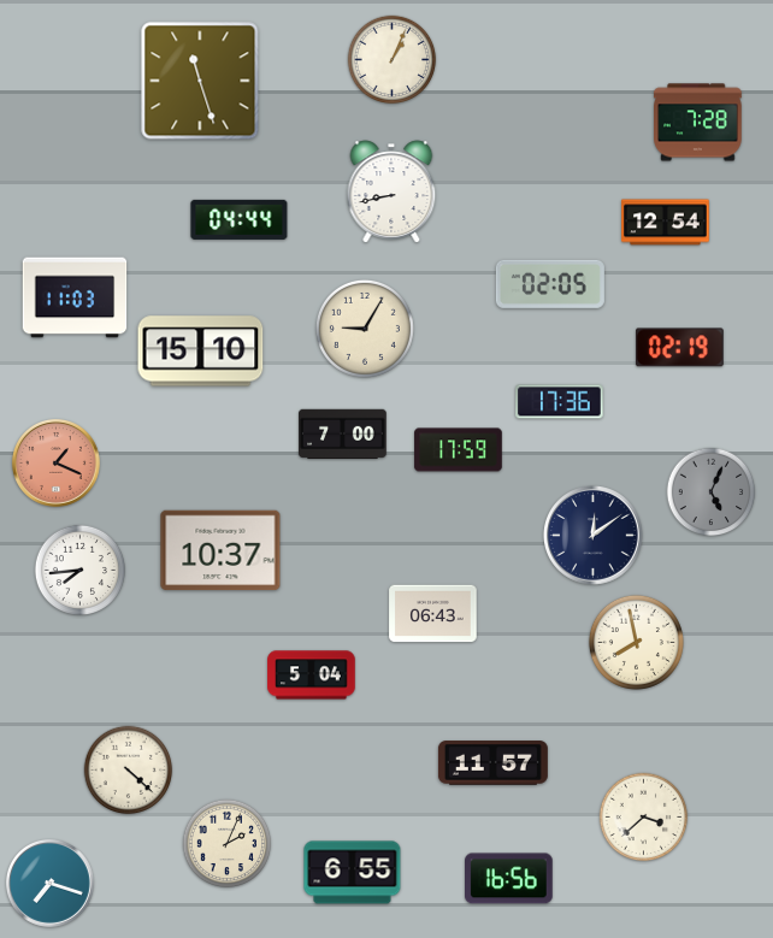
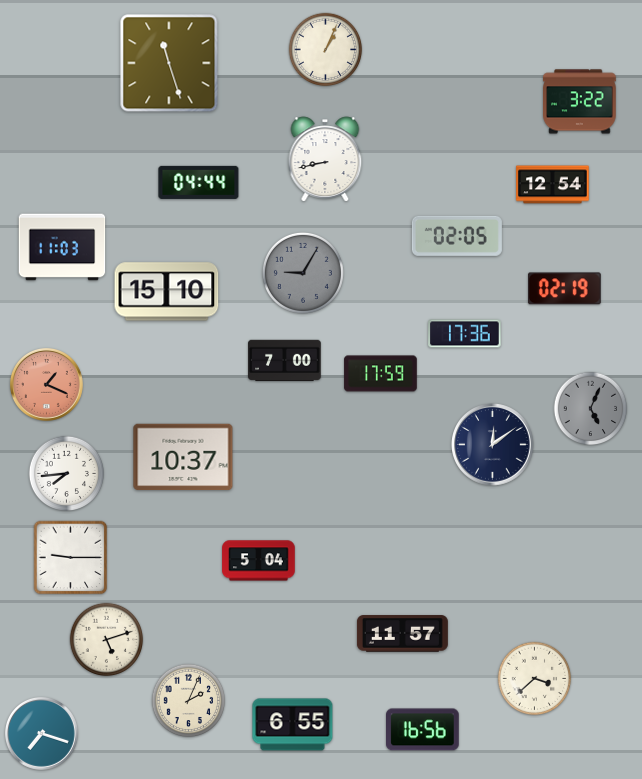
clock at (200, 81) position: (200, 81) -> (169, 63)
clock at (698, 123): 7:28 -> 3:22
clock at (365, 329) dial: cream -> grey
clock at (433, 614): 06:43 -> none
clock at (636, 642): 7:58 -> none
clock at (71, 558): none -> 9:15
clock at (492, 763) position: (492, 763) -> (402, 634)
clock at (129, 771): 4:22 -> 5:12
